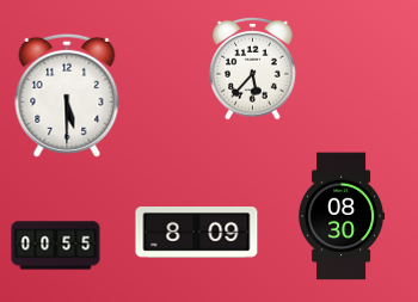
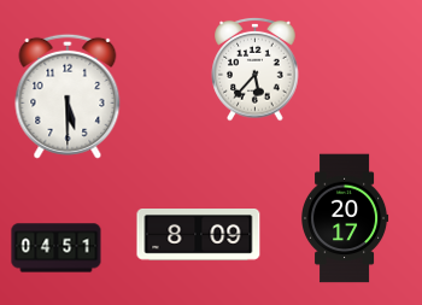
clock at (343, 216): 08:30 -> 20:17
clock at (56, 246): 00:55 -> 04:51
